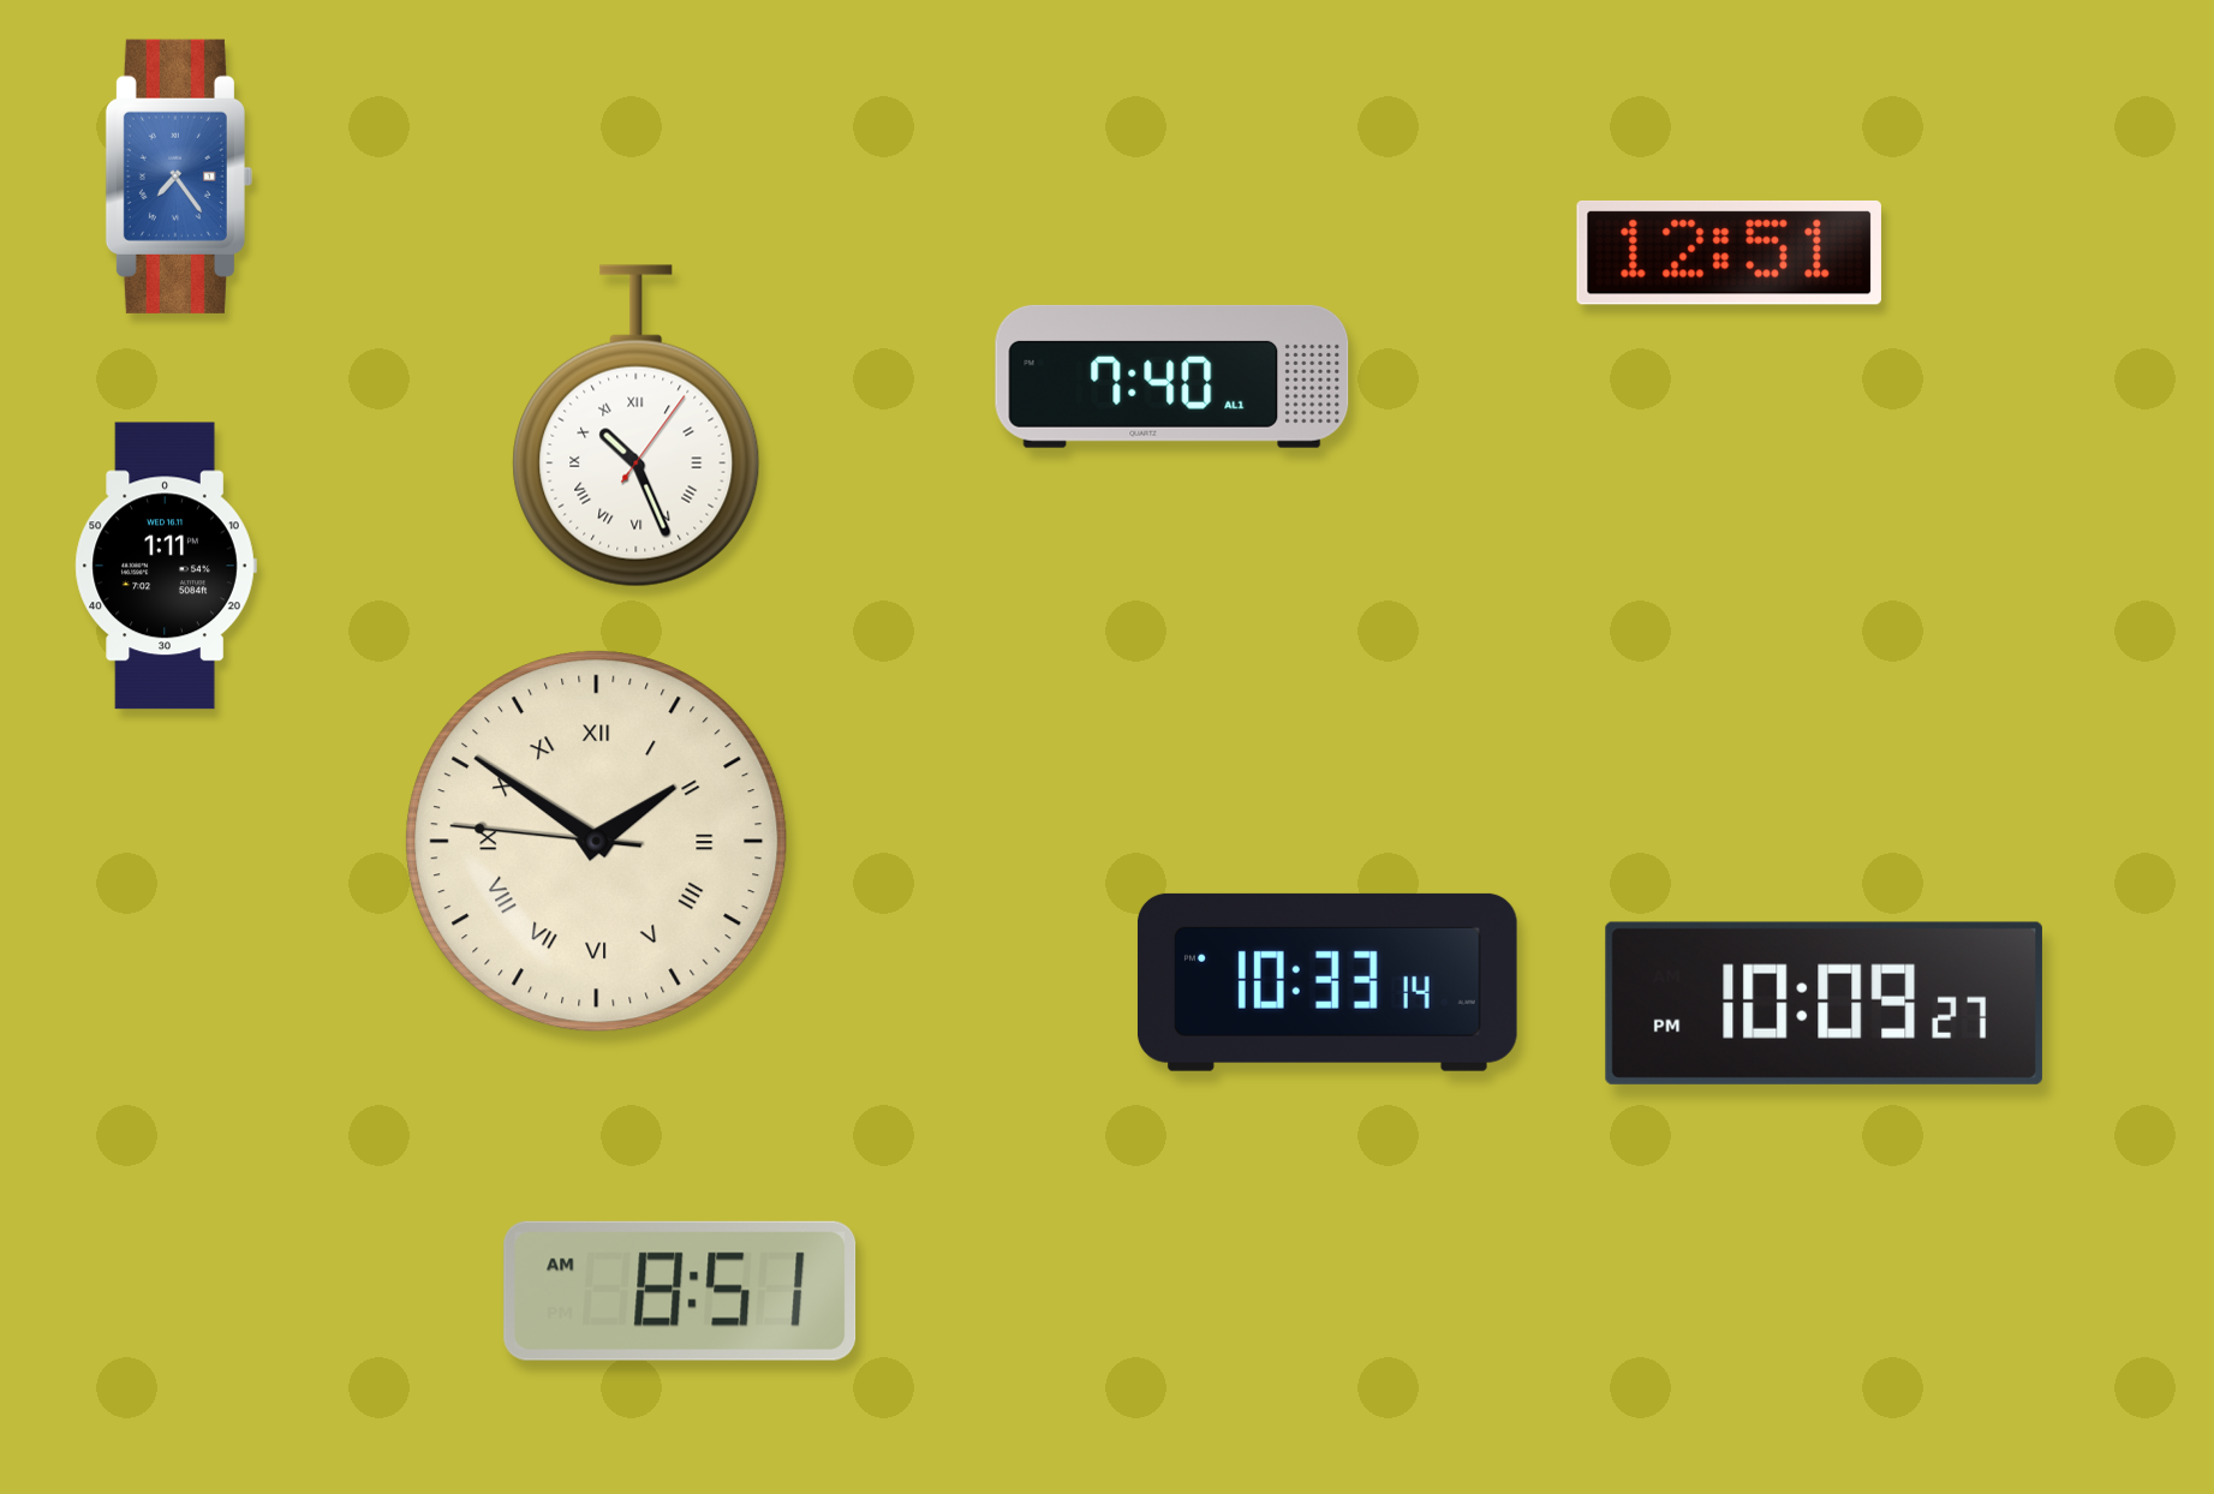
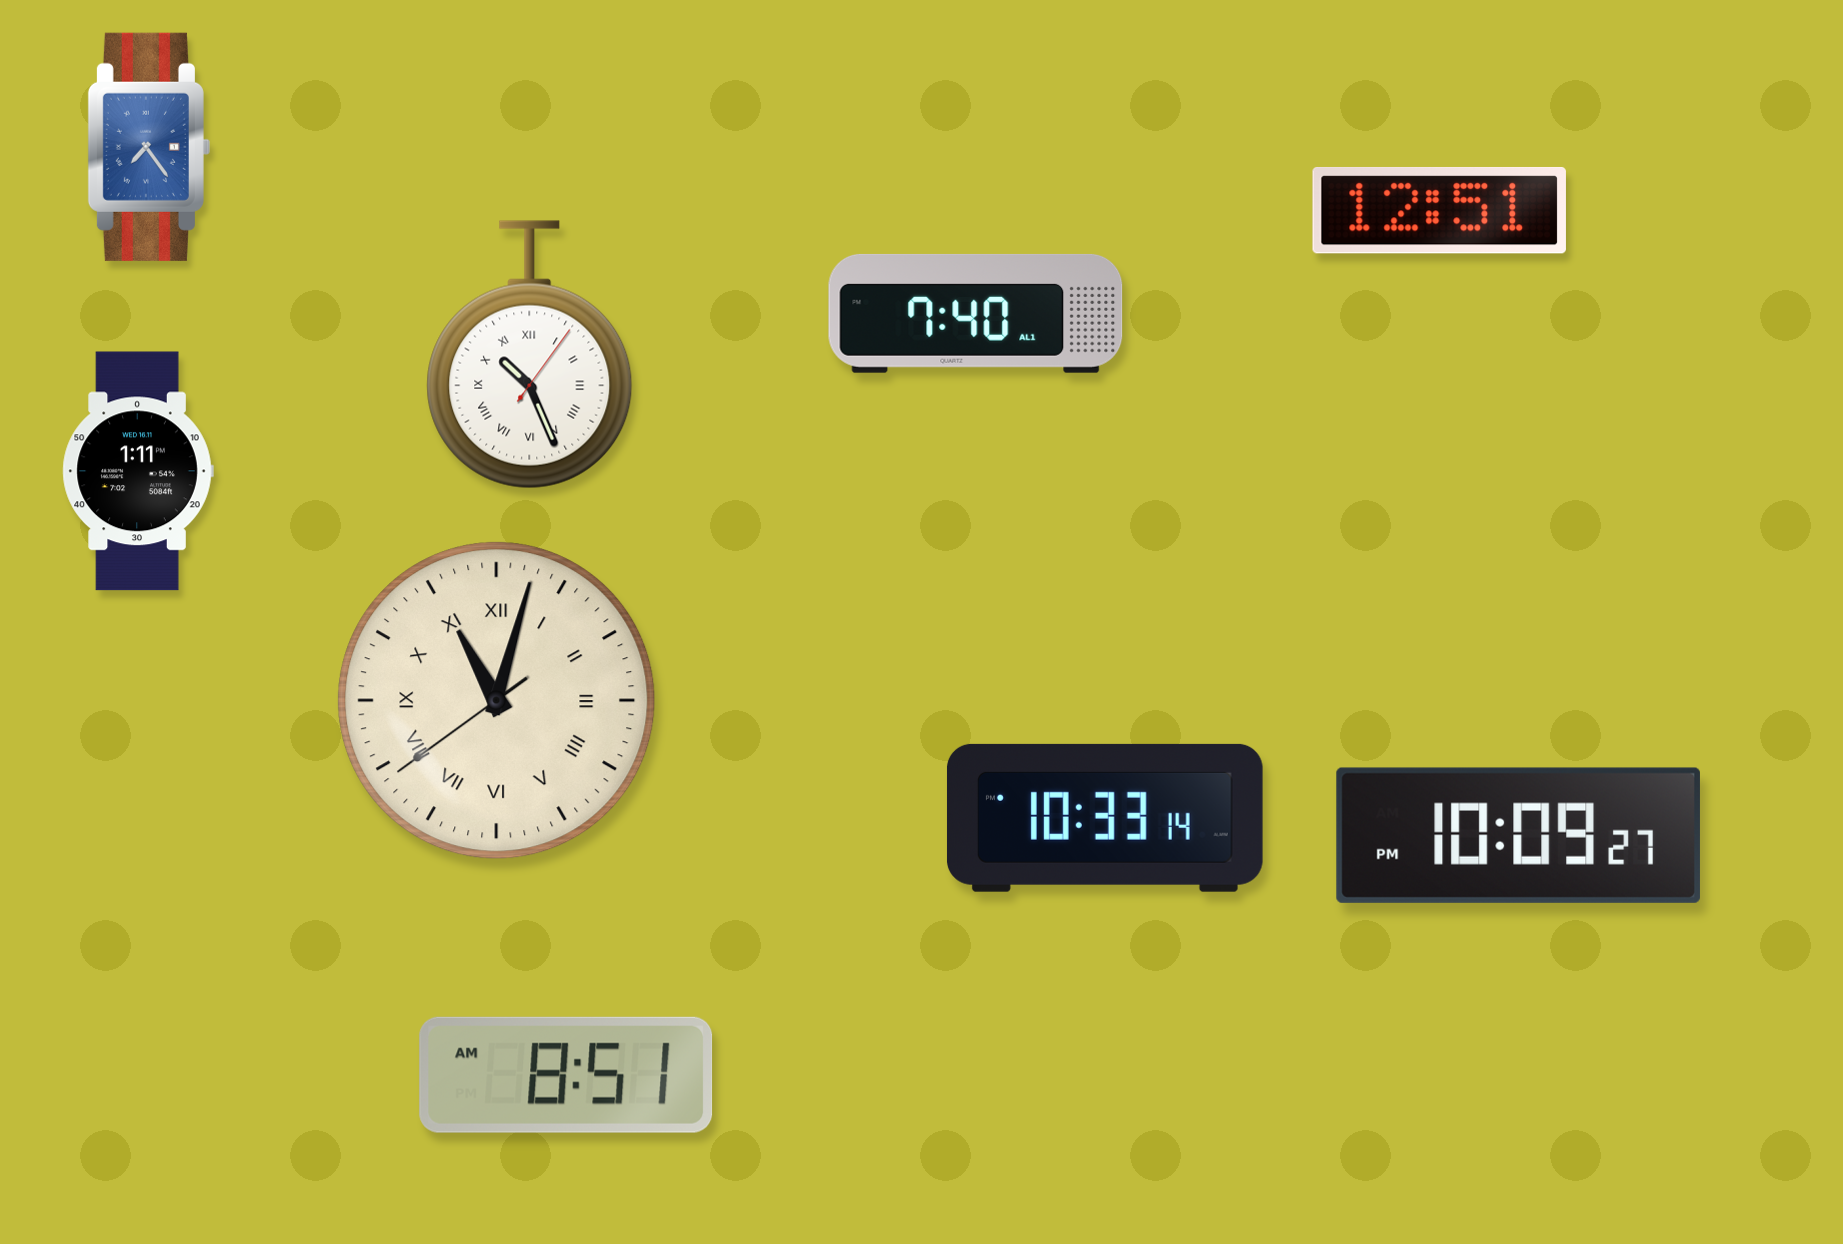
clock at (597, 842): 1:50 -> 11:02
